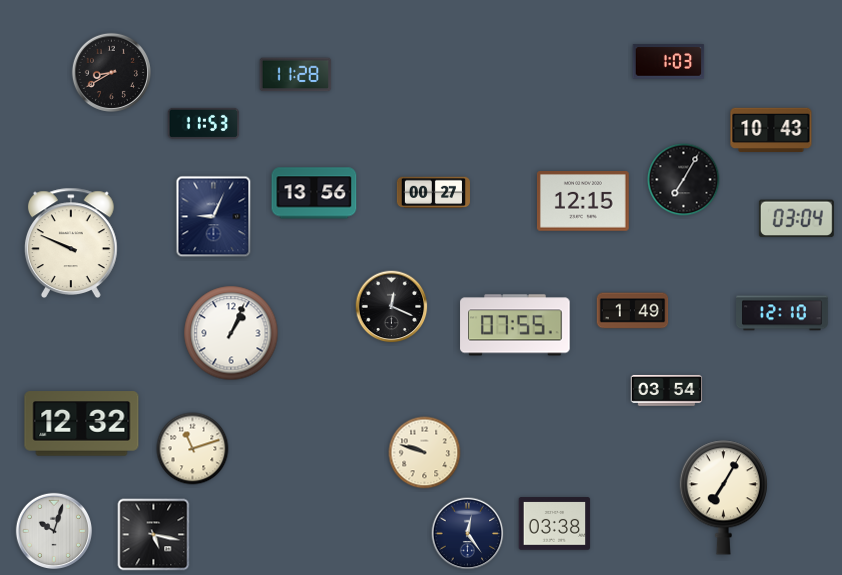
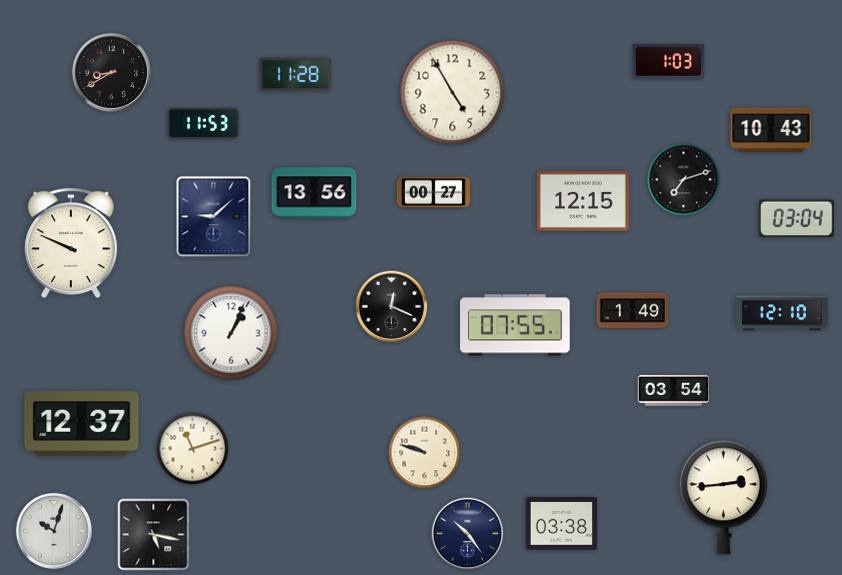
clock at (453, 93): none -> 4:55
clock at (684, 180): 7:05 -> 7:12
clock at (214, 217): 9:04 -> 9:08
clock at (667, 391) position: (667, 391) -> (674, 391)
clock at (82, 424): 12:32 -> 12:37
clock at (723, 498): 7:05 -> 2:44
clock at (555, 524) position: (555, 524) -> (562, 524)
clock at (468, 534): 12:24 -> 10:24
